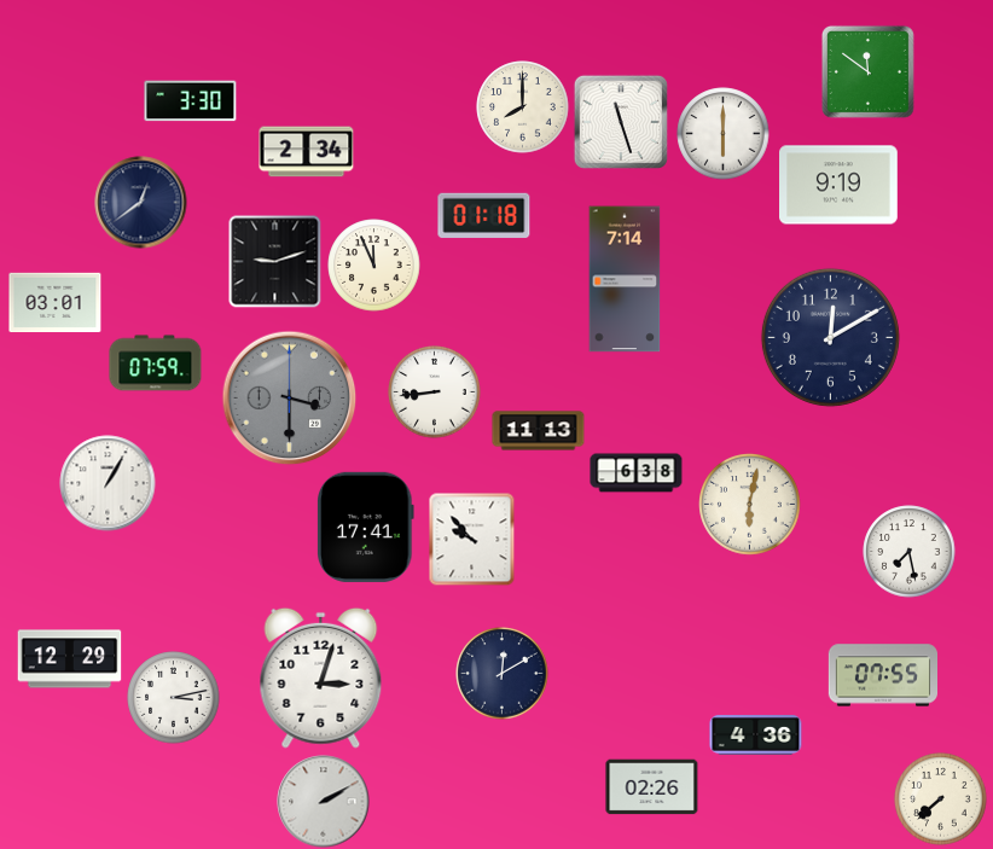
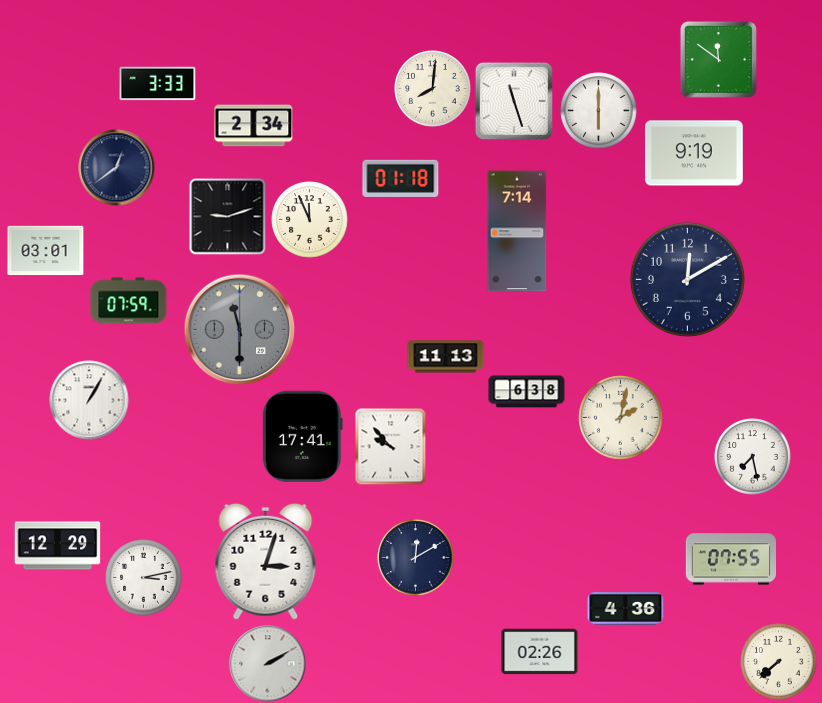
clock at (191, 101): 3:30 -> 3:33
clock at (523, 107): 8:00 -> 8:01
clock at (435, 392): 8:44 -> none
clock at (290, 399): 3:30 -> 11:30
clock at (750, 505): 6:02 -> 2:02
